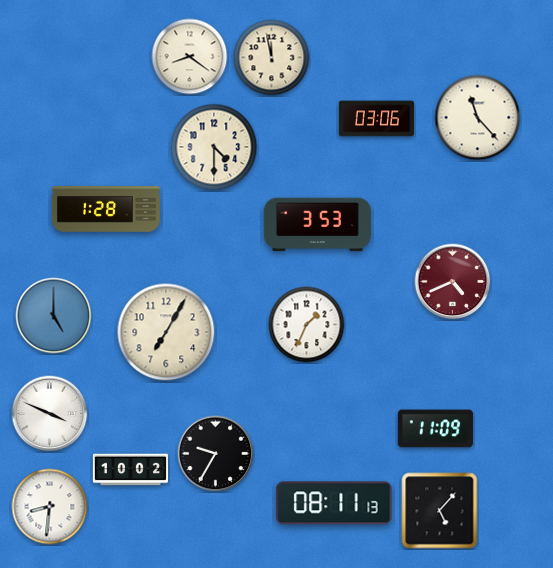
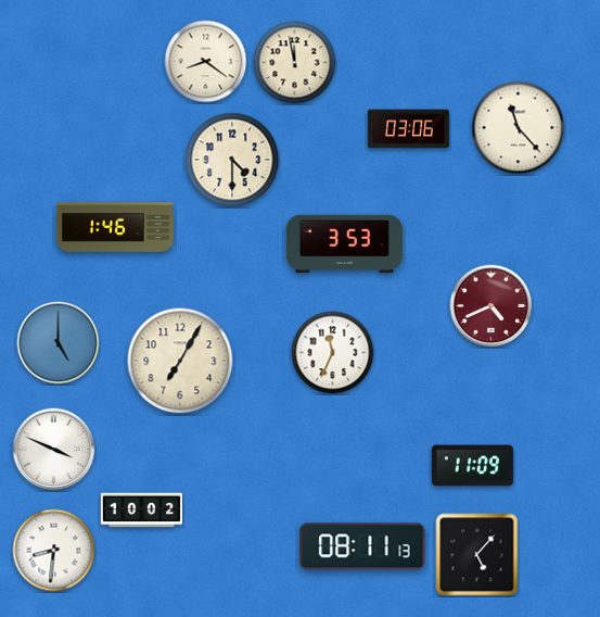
clock at (106, 210): 1:28 -> 1:46
clock at (307, 325): 1:34 -> 11:34
clock at (216, 454): 9:35 -> none
